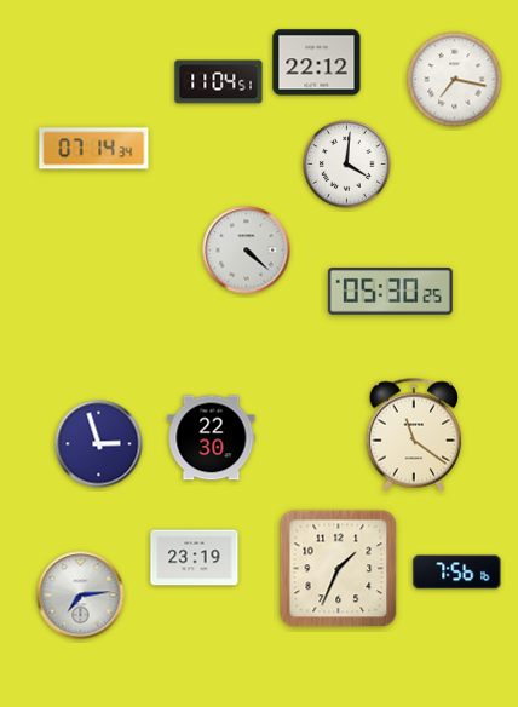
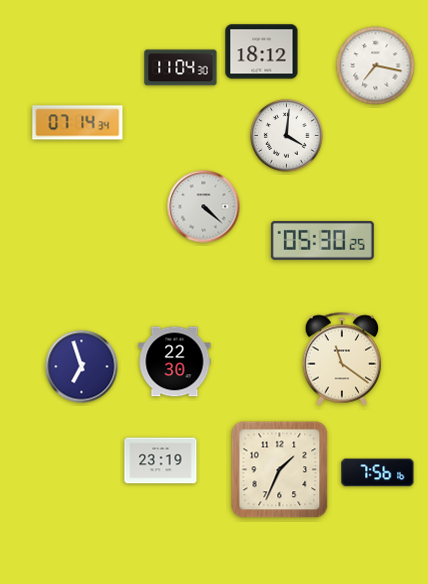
clock at (317, 63): 22:12 -> 18:12
clock at (219, 82): 11:04:51 -> 11:04:30
clock at (99, 444): 2:57 -> 6:57
clock at (81, 596): 7:14 -> none
